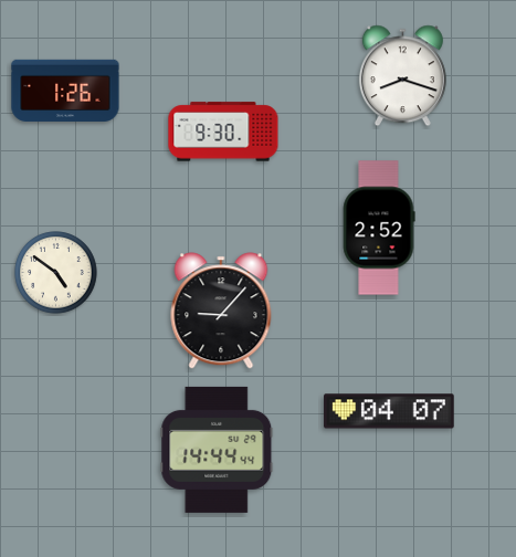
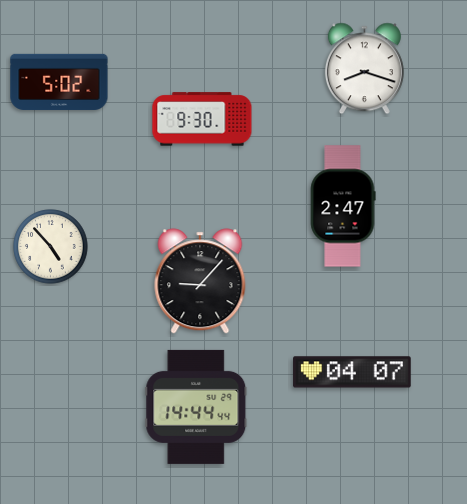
clock at (65, 90): 1:26 -> 5:02
clock at (379, 228): 2:52 -> 2:47
clock at (56, 273): 4:51 -> 4:53
